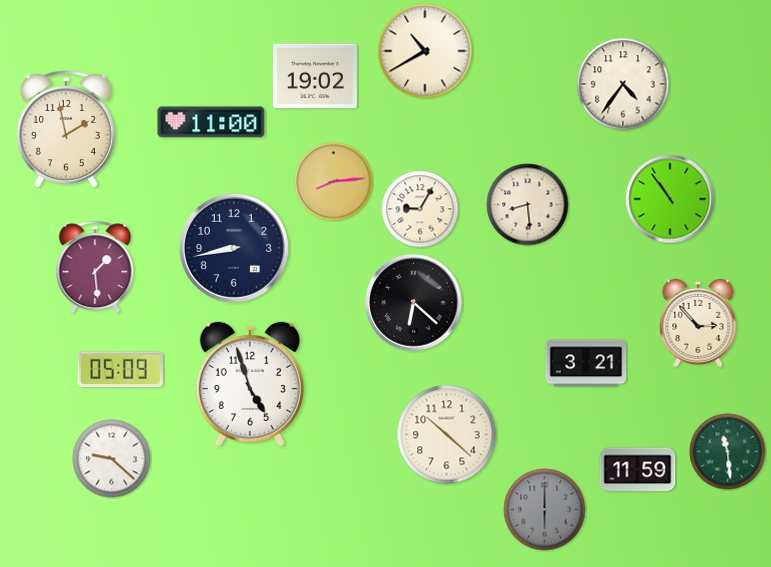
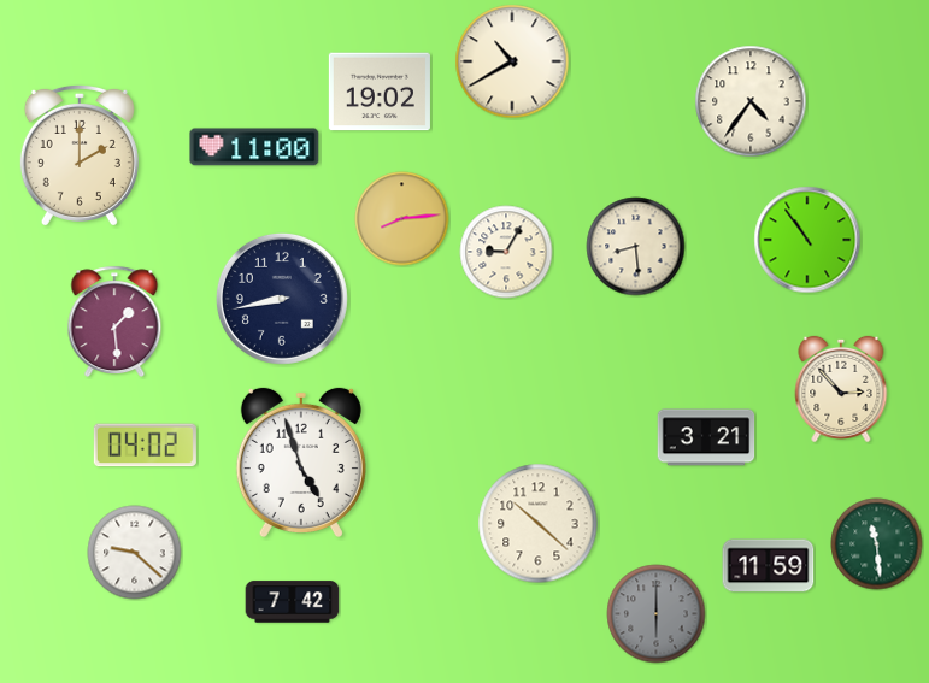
clock at (66, 128): 1:58 -> 2:00
clock at (414, 303): 6:22 -> none
clock at (120, 370): 05:09 -> 04:02
clock at (293, 602): none -> 7:42
